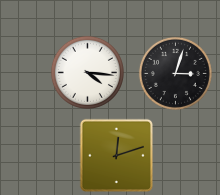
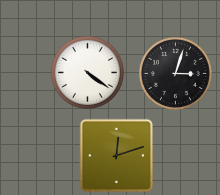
clock at (87, 72): 4:16 -> 4:21
